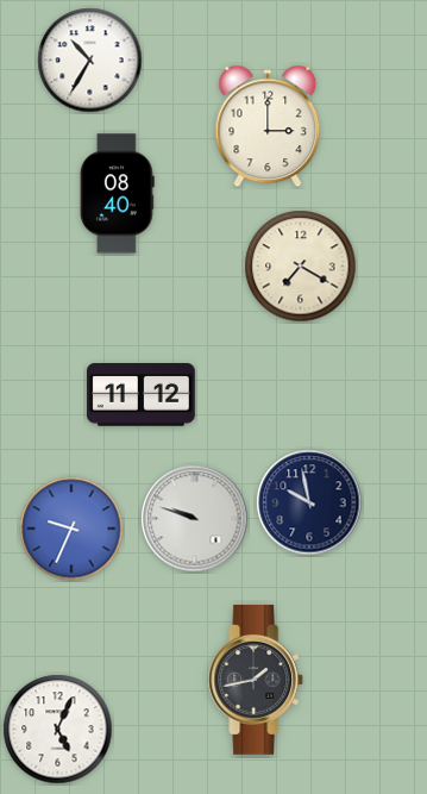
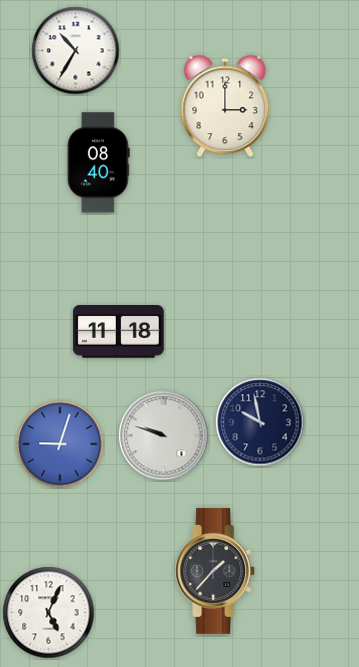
clock at (301, 267): 7:20 -> none
clock at (140, 395): 11:12 -> 11:18
clock at (71, 529): 9:34 -> 9:03
clock at (257, 680): 1:43 -> 1:37
